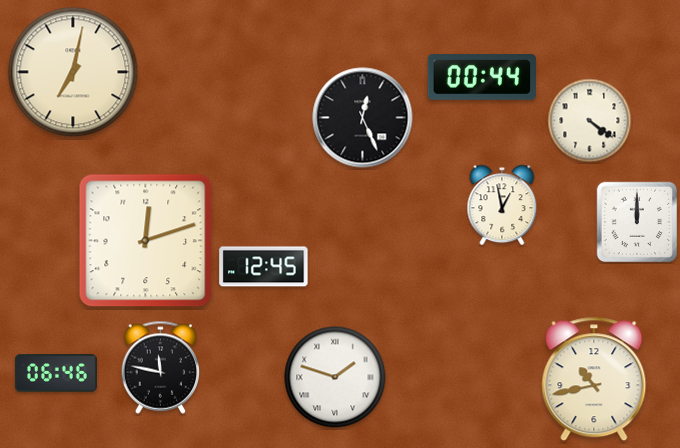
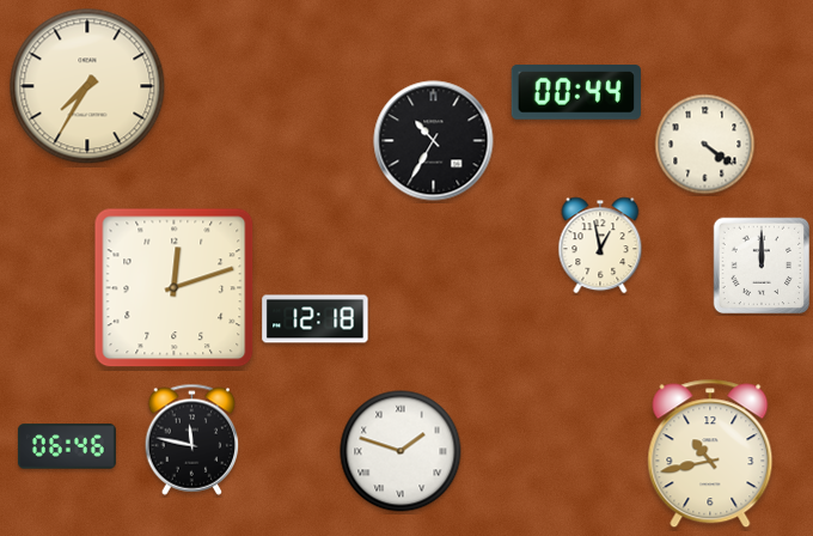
clock at (73, 72): 7:02 -> 7:35
clock at (363, 118): 12:26 -> 10:35
clock at (264, 267): 12:45 -> 12:18
